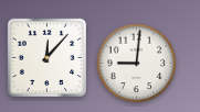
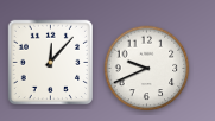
clock at (137, 64): 9:01 -> 9:41
